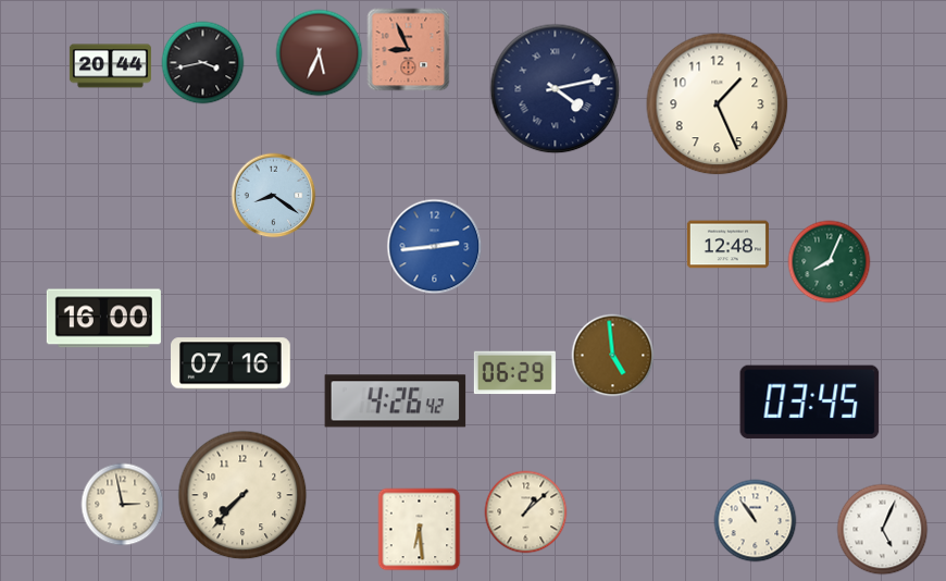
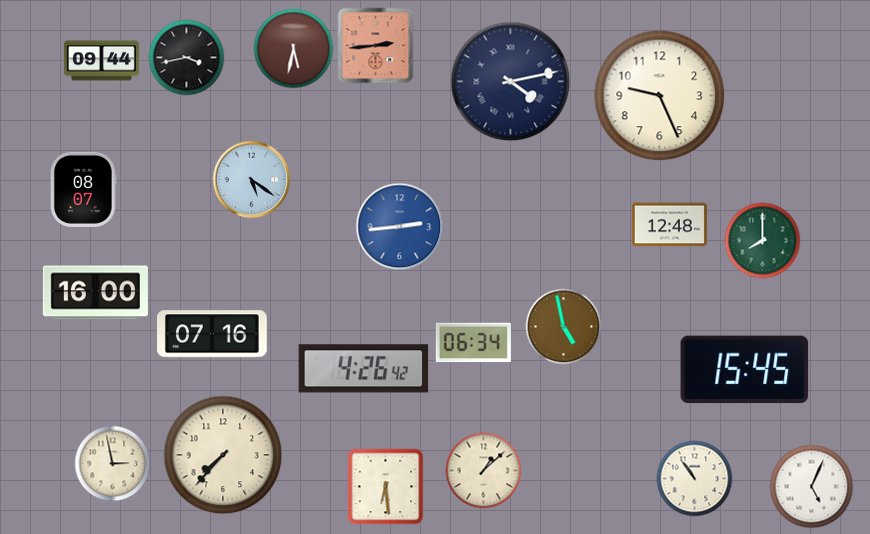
clock at (409, 50): 8:56 -> 2:44
clock at (320, 53): 5:34 -> 5:32
clock at (110, 66): 20:44 -> 09:44
clock at (718, 104): 1:26 -> 9:26
clock at (274, 196): 8:21 -> 5:21
clock at (84, 189): none -> 08:07
clock at (830, 262): 8:04 -> 8:00
clock at (613, 356): 4:59 -> 4:58
clock at (514, 373): 06:29 -> 06:34
clock at (810, 403): 03:45 -> 15:45
